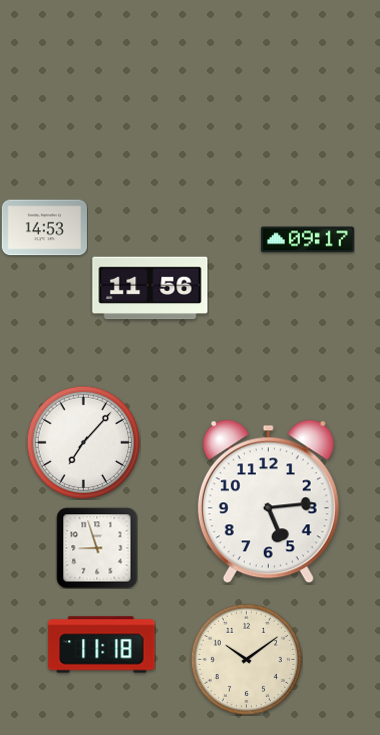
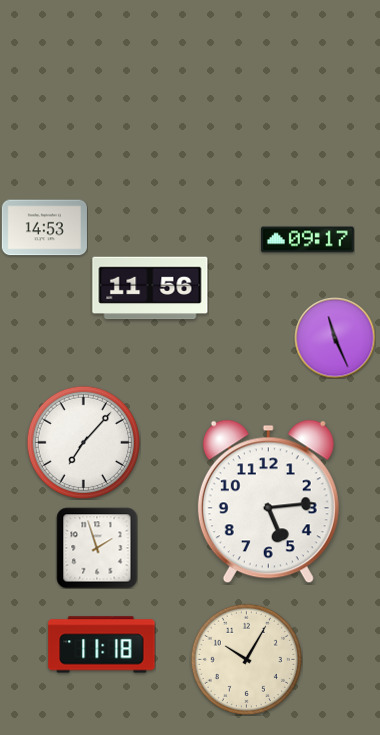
clock at (335, 338): none -> 11:26
clock at (97, 548): 8:57 -> 1:57
clock at (246, 659): 10:09 -> 10:05
